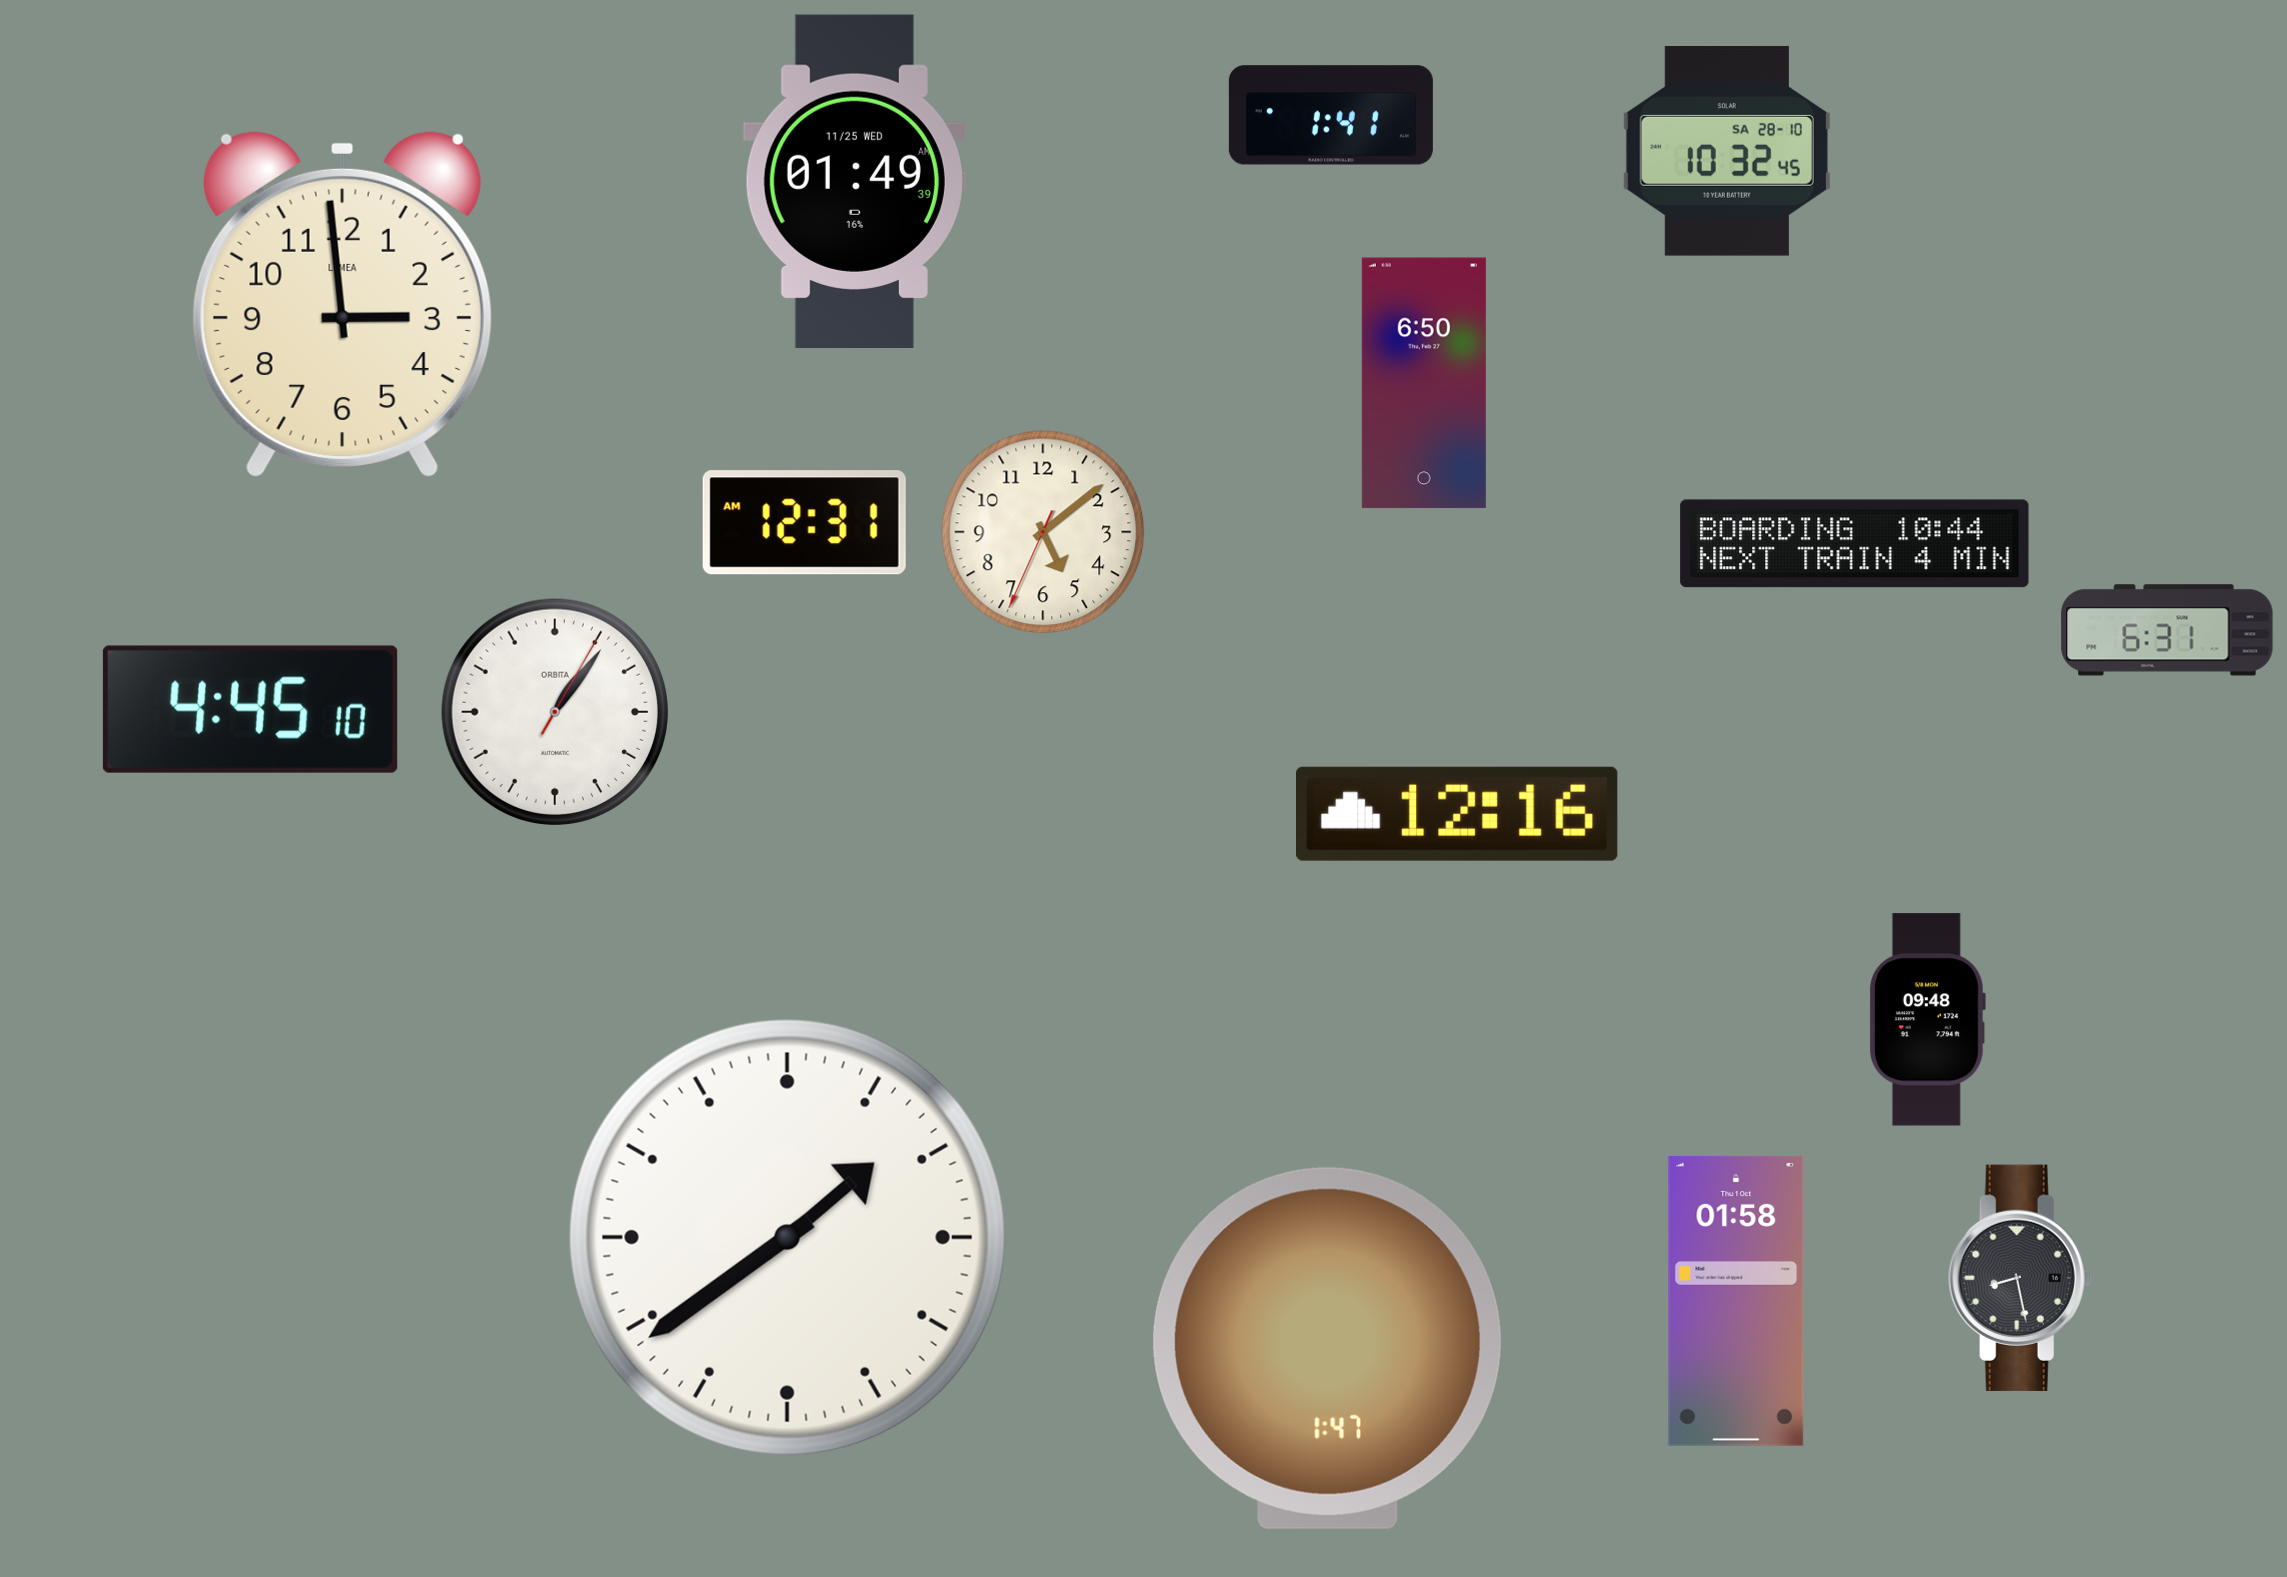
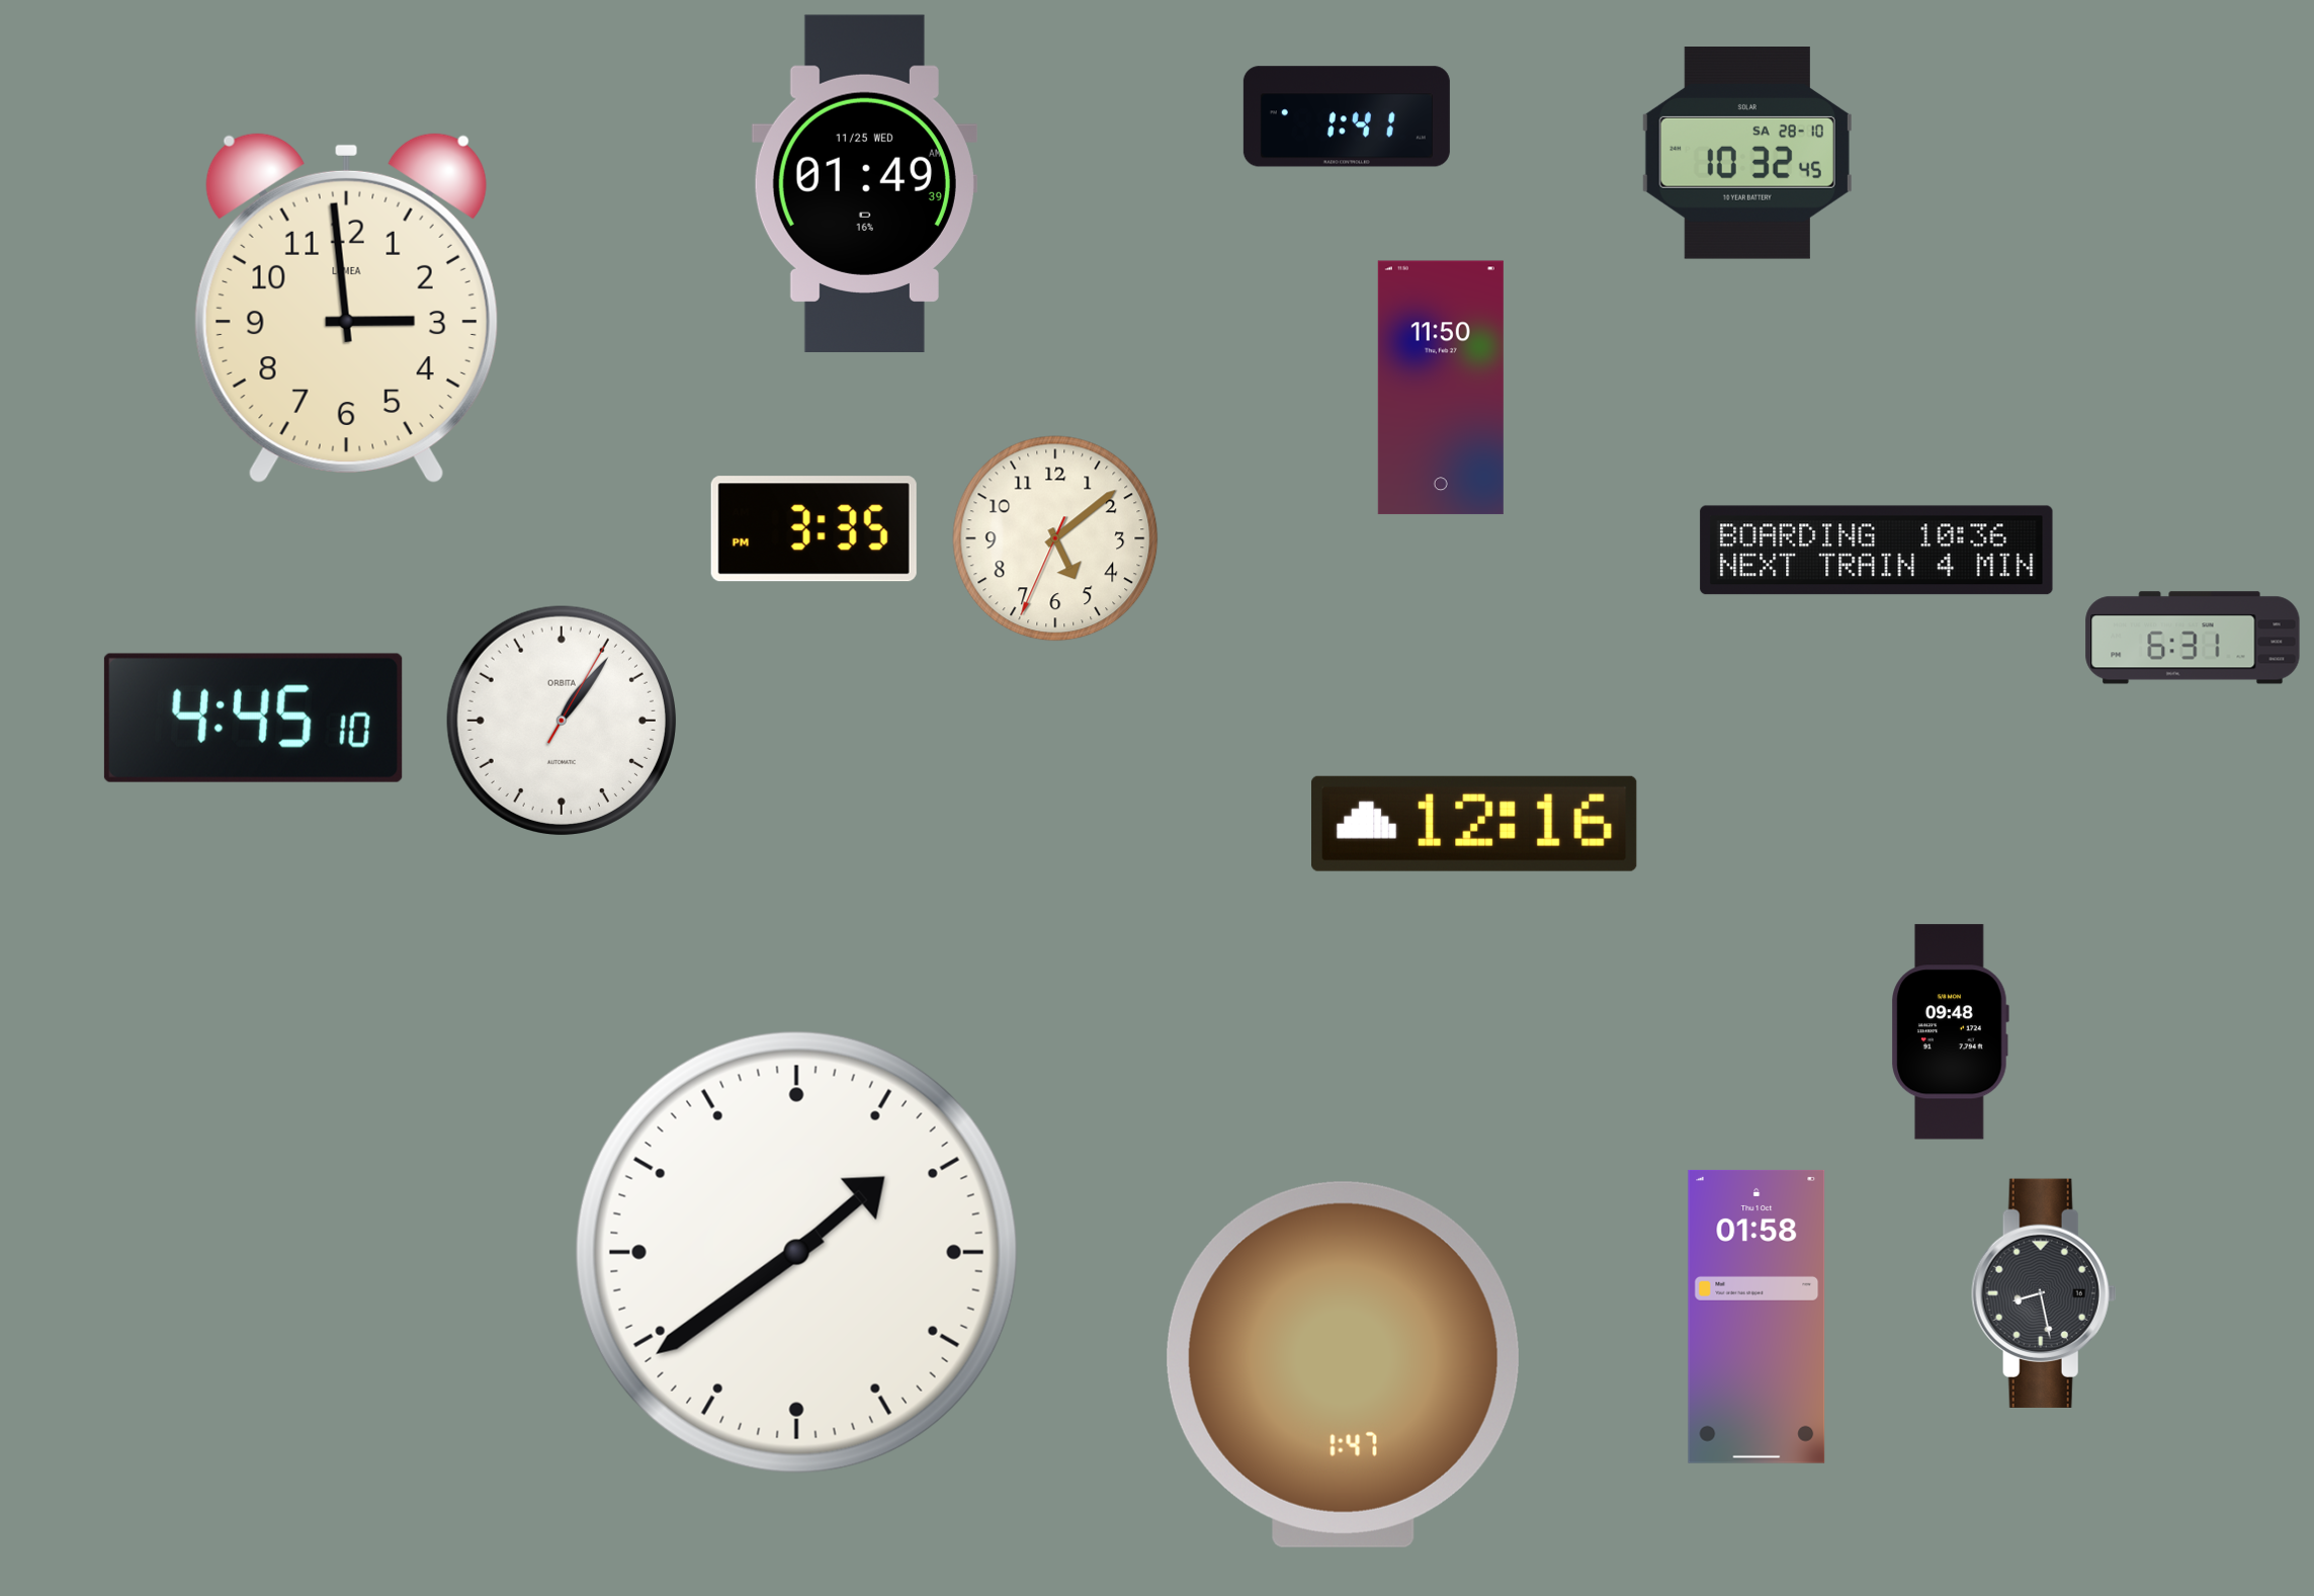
clock at (1424, 383): 6:50 -> 11:50
clock at (804, 523): 12:31 -> 3:35
clock at (1855, 544): 10:44 -> 10:36
